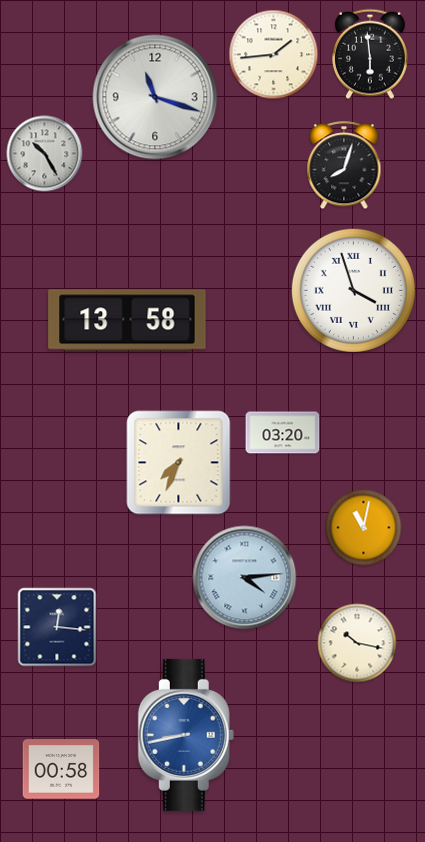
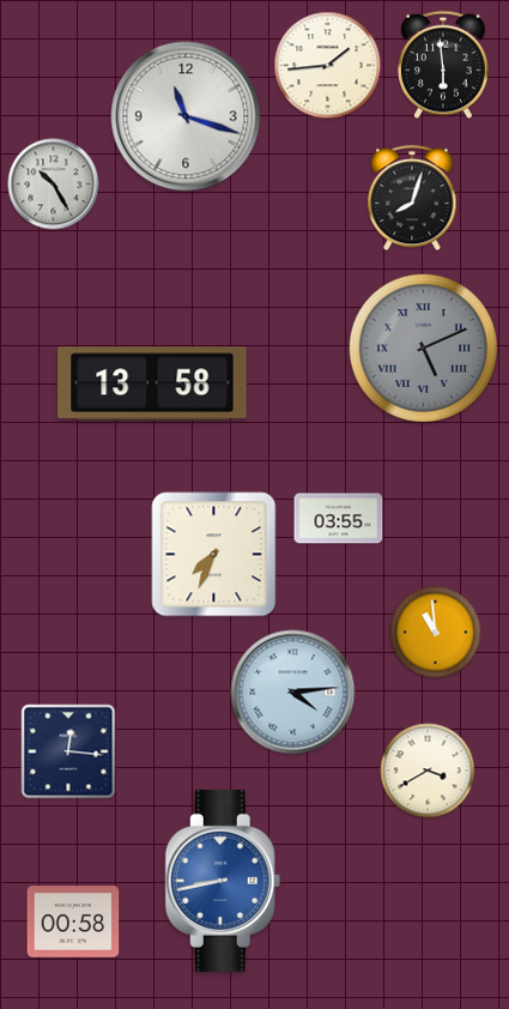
clock at (353, 290): 3:57 -> 5:11
clock at (353, 290) dial: white -> grey
clock at (283, 433): 03:20 -> 03:55
clock at (364, 528): 11:02 -> 10:59
clock at (357, 643): 10:17 -> 3:40
